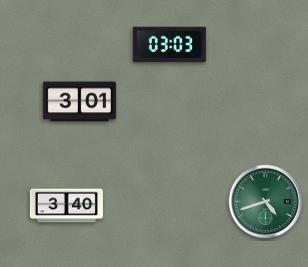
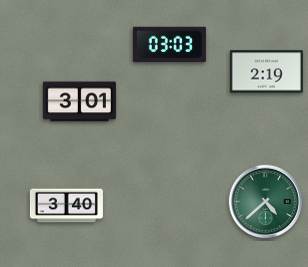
clock at (266, 72): none -> 2:19
clock at (266, 202): 4:42 -> 4:38
